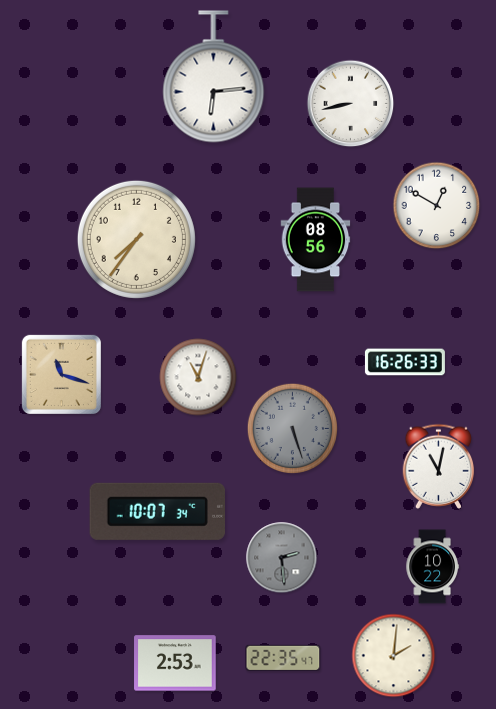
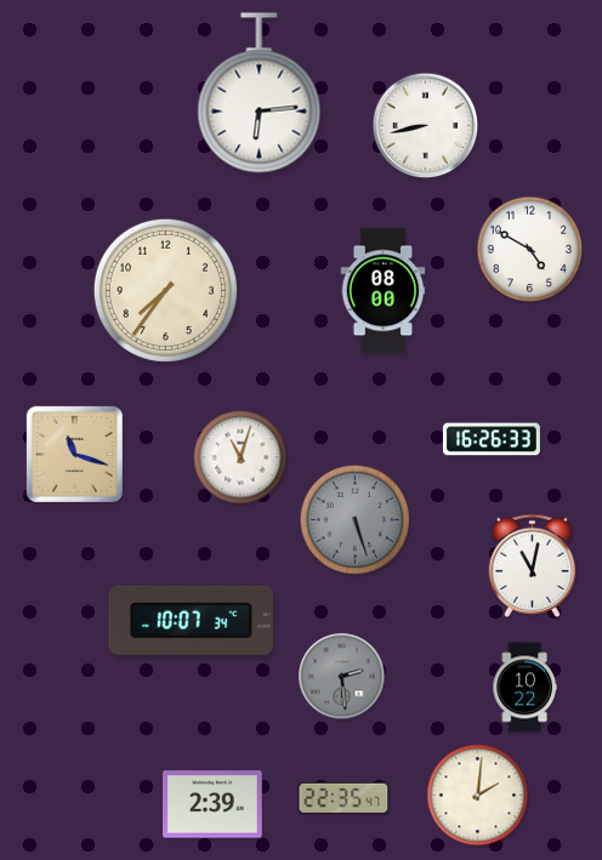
clock at (437, 206): 12:50 -> 4:50
clock at (316, 240): 08:56 -> 08:00
clock at (175, 663): 2:53 -> 2:39
